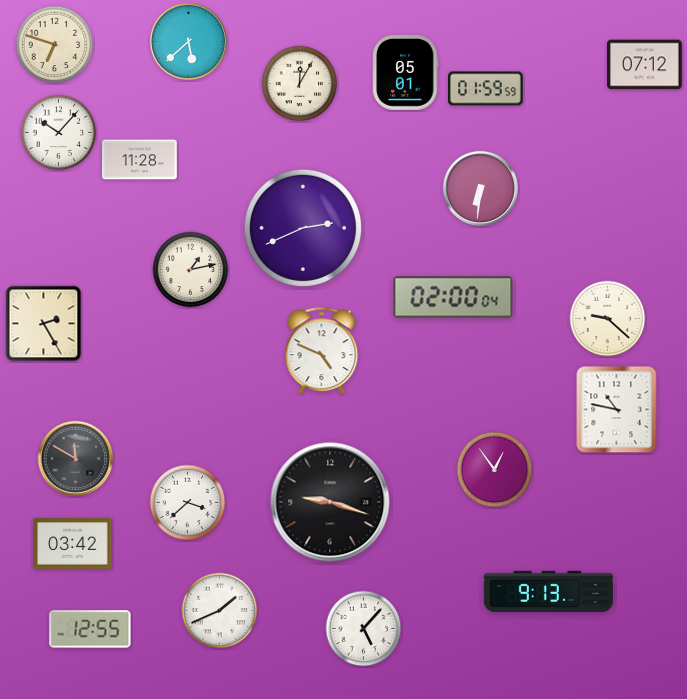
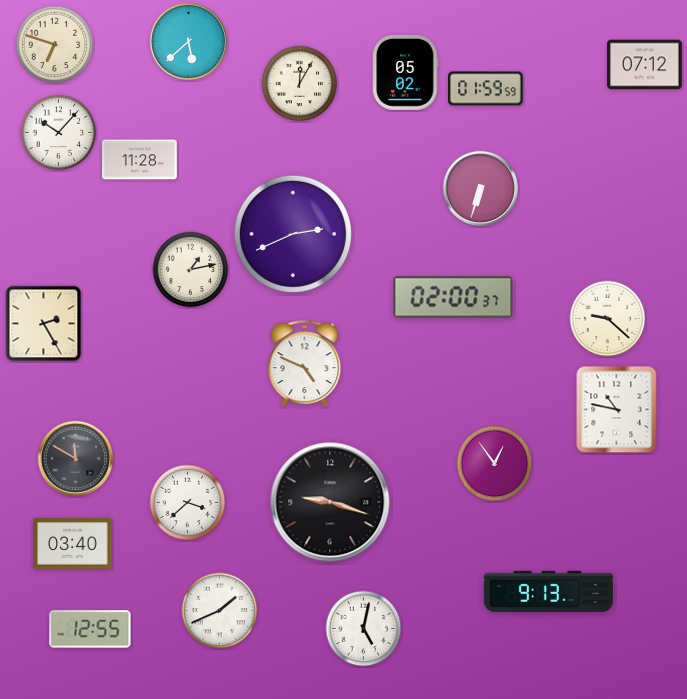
clock at (406, 73): 05:01 -> 05:02
clock at (480, 188): 6:31 -> 6:33
clock at (303, 228) position: (303, 228) -> (293, 234)
clock at (453, 297): 02:00:04 -> 02:00:37
clock at (322, 351) position: (322, 351) -> (305, 364)
clock at (495, 470) position: (495, 470) -> (495, 464)
clock at (73, 544): 03:42 -> 03:40
clock at (364, 629): 5:07 -> 5:02
